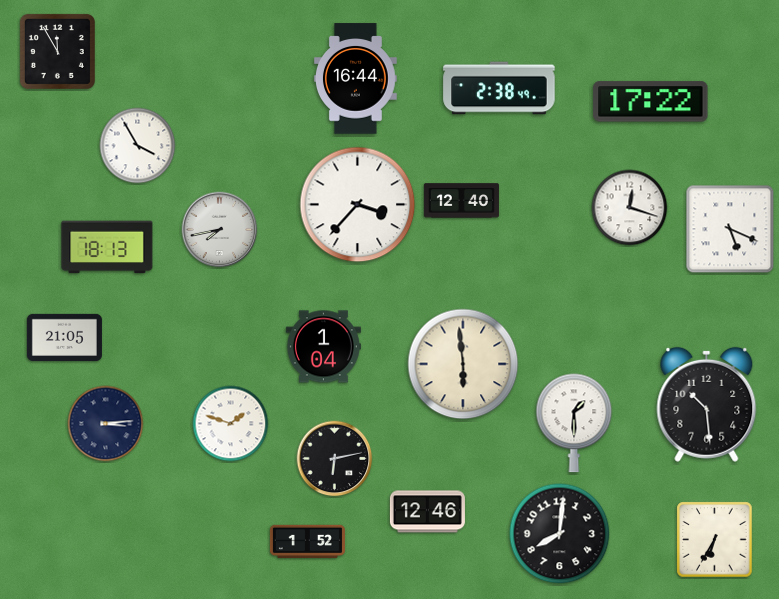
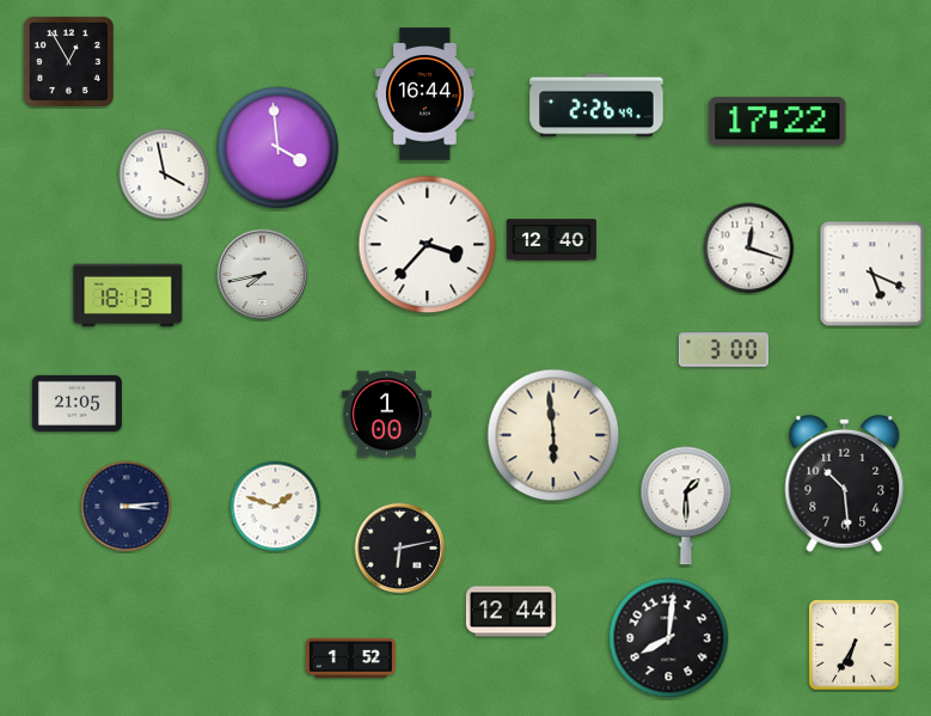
clock at (57, 51): 11:55 -> 12:55
clock at (499, 88): 2:38 -> 2:26
clock at (278, 148): none -> 3:59
clock at (138, 146): 3:55 -> 3:58
clock at (630, 208) position: (630, 208) -> (749, 249)
clock at (723, 350): none -> 3:00
clock at (323, 347): 1:04 -> 1:00
clock at (427, 512): 12:46 -> 12:44
clock at (307, 542) position: (307, 542) -> (350, 659)
